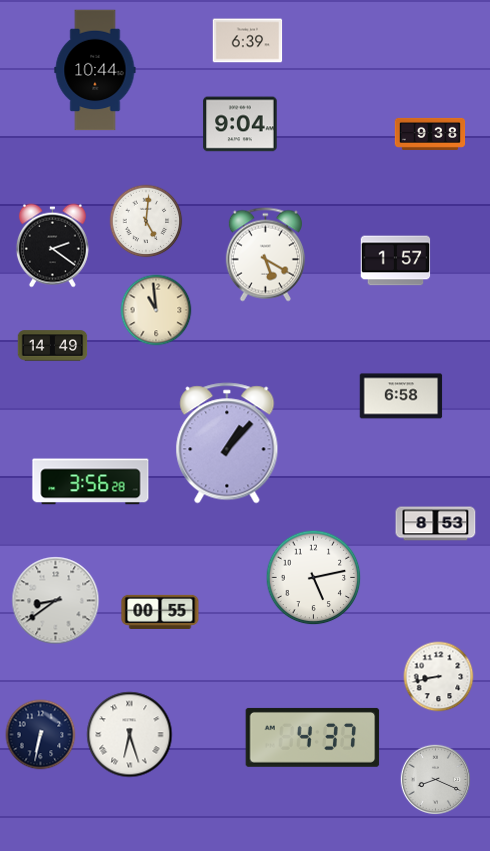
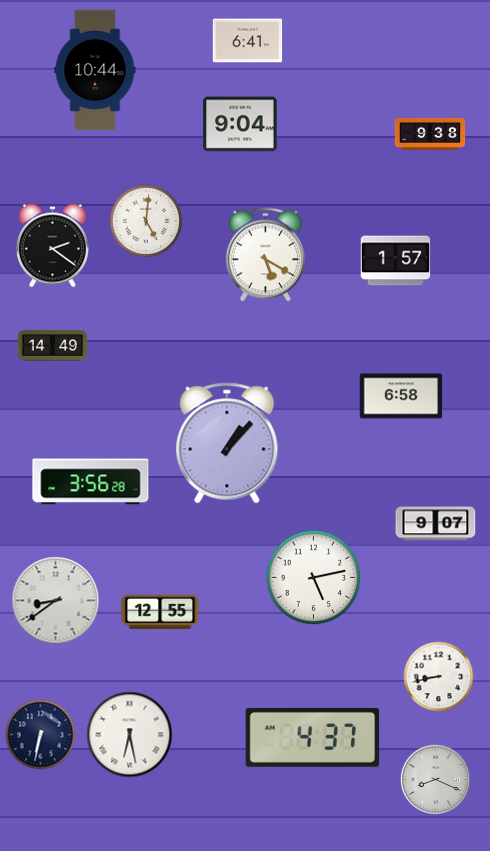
clock at (248, 41): 6:39 -> 6:41
clock at (156, 310): 10:59 -> none
clock at (436, 524): 8:53 -> 9:07
clock at (160, 612): 00:55 -> 12:55
clock at (130, 735): 6:27 -> 6:28
